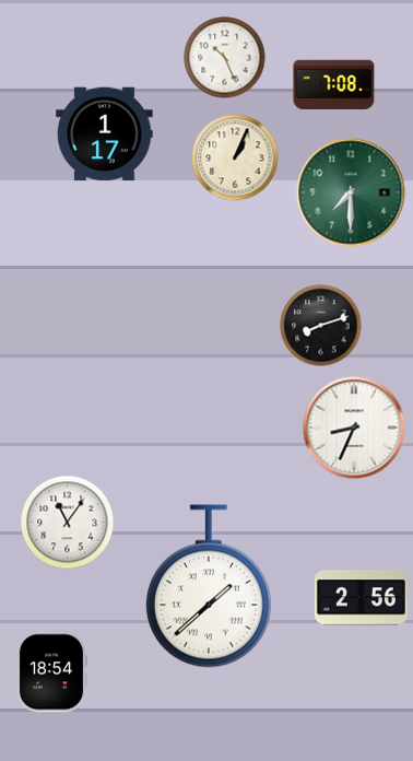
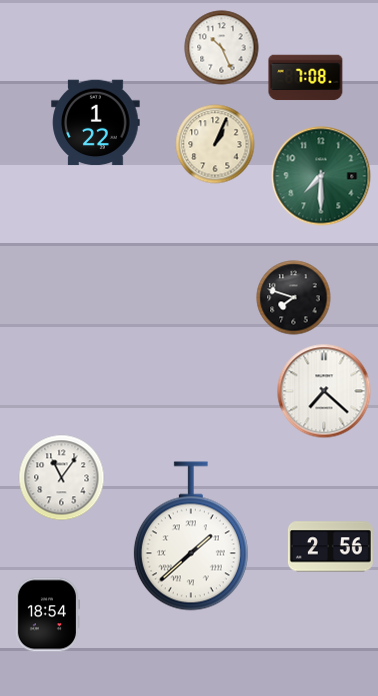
clock at (225, 58) position: (225, 58) -> (222, 48)
clock at (105, 134): 1:17 -> 1:22
clock at (321, 326): 8:12 -> 7:48
clock at (354, 428): 8:34 -> 7:22
